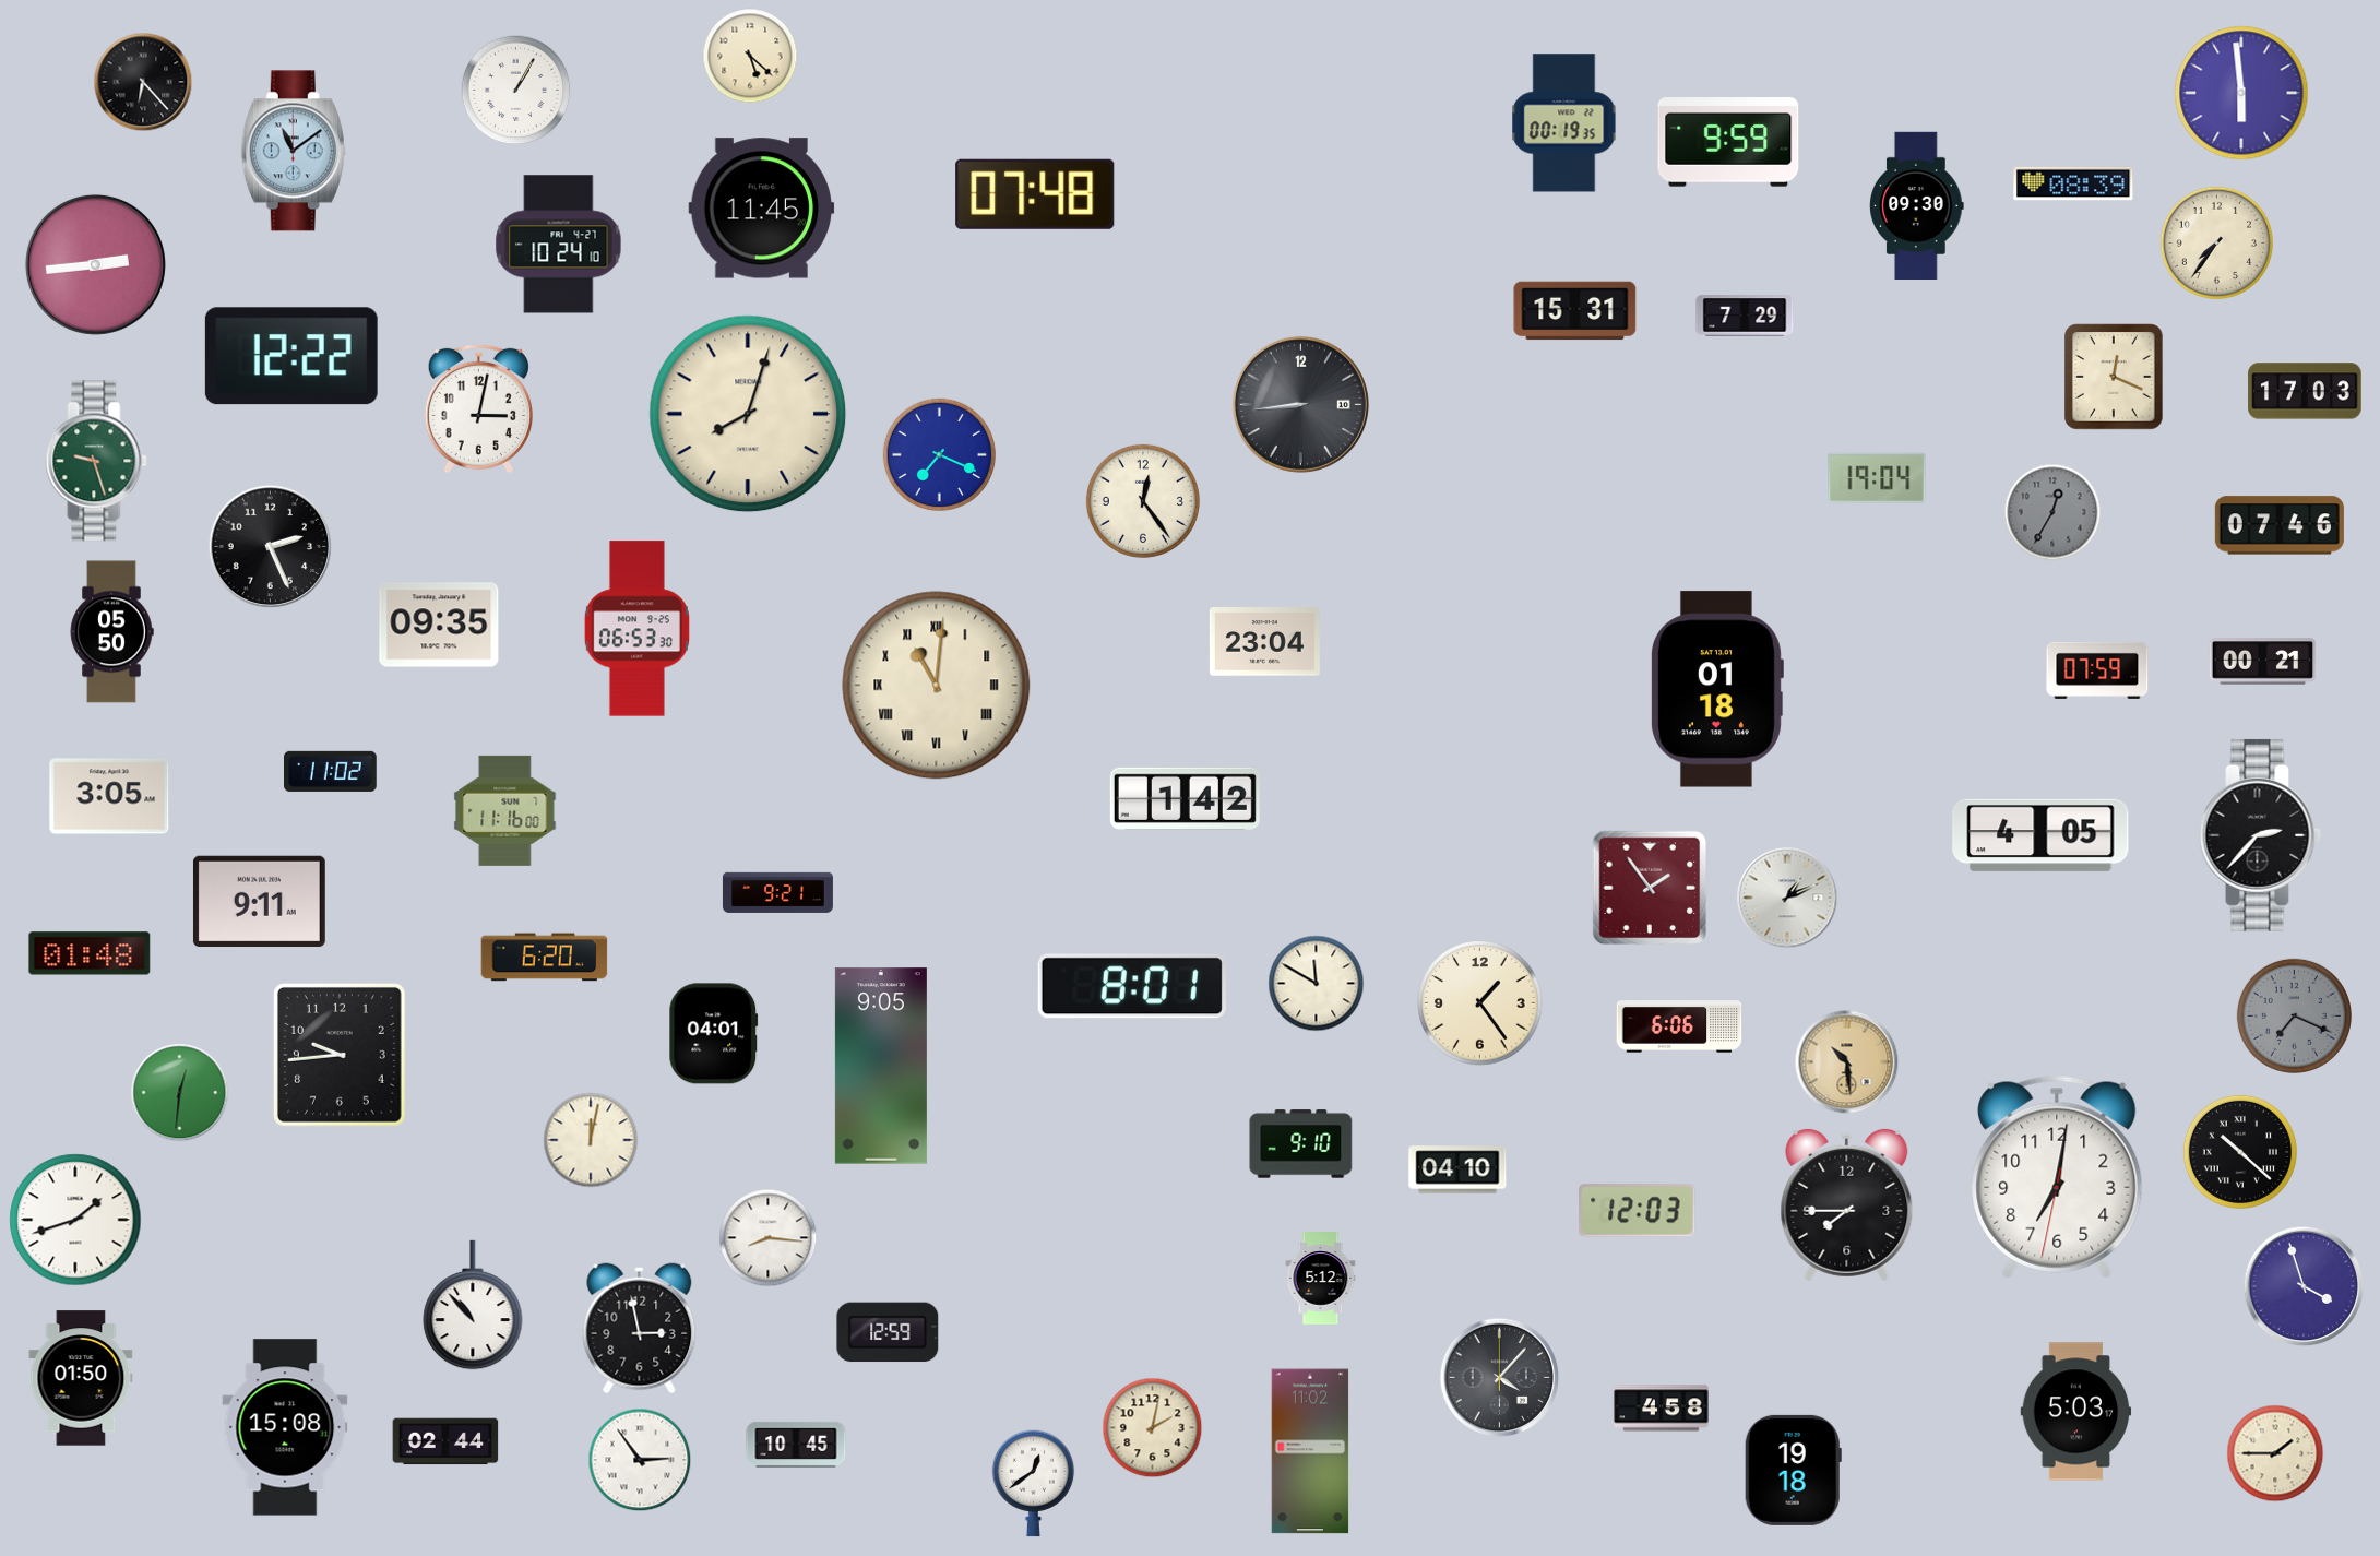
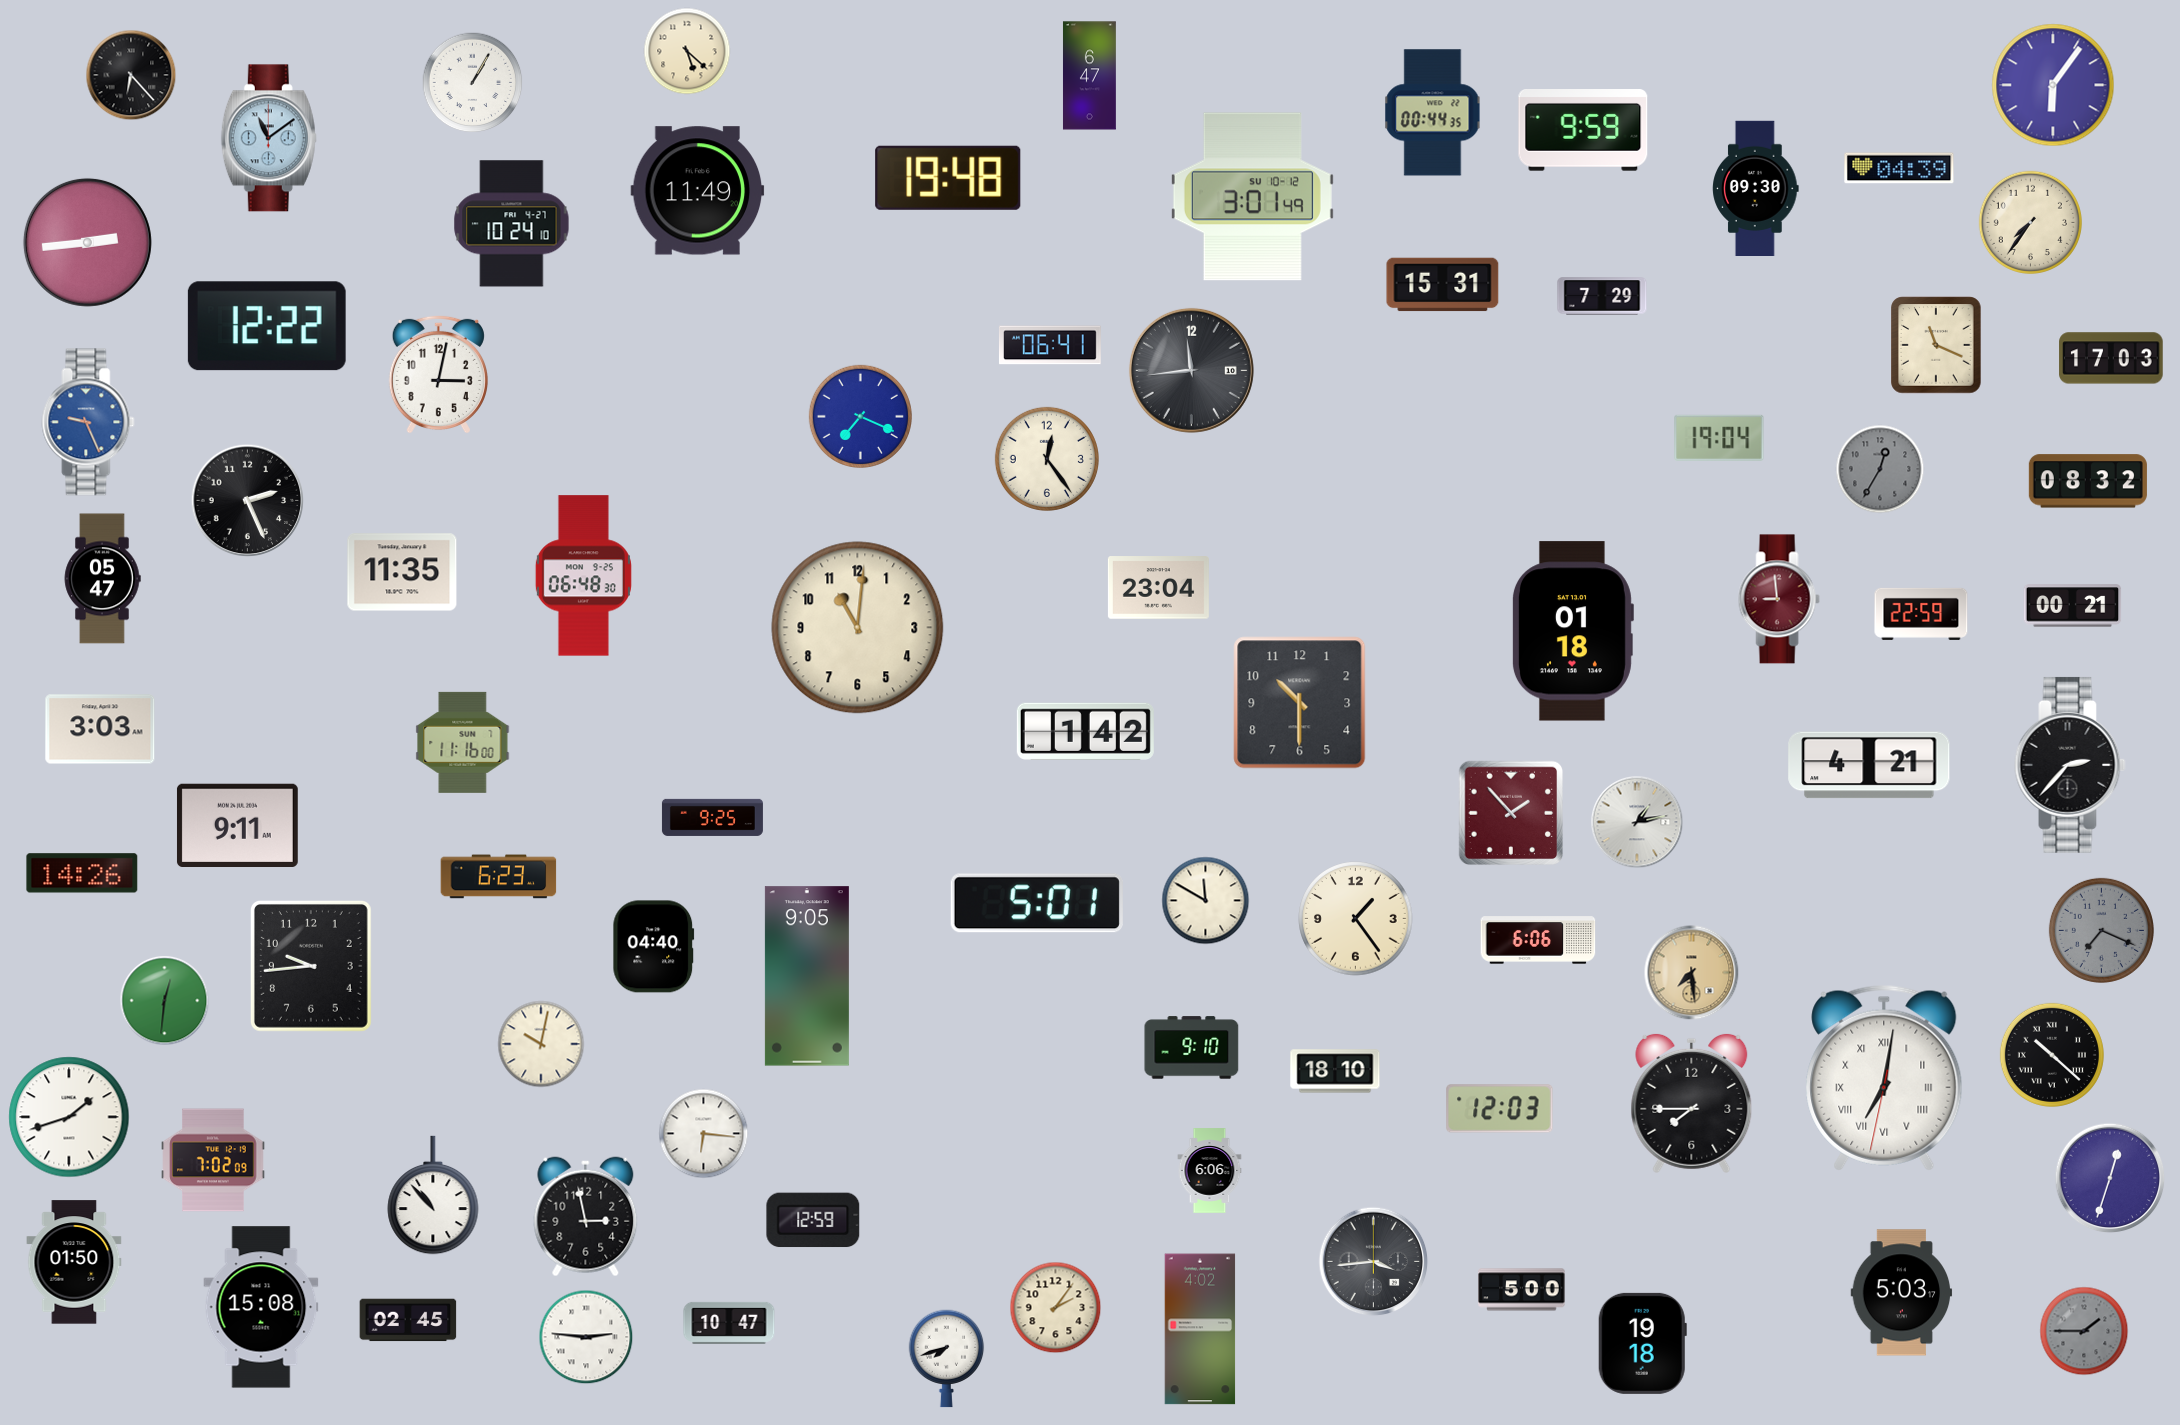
clock at (1090, 76): none -> 6:47
clock at (2241, 93): 5:59 -> 6:06
clock at (1564, 123): 00:19 -> 00:44
clock at (2073, 183): 08:39 -> 04:39
clock at (1035, 194): 07:48 -> 19:48
clock at (762, 209): 11:45 -> 11:49
clock at (1252, 197): none -> 3:01
clock at (1745, 316) position: (1745, 316) -> (1602, 296)
clock at (1050, 345): none -> 06:41
clock at (2114, 377): 12:19 -> 11:19
clock at (1300, 404): 8:44 -> 11:44
clock at (748, 414): 8:03 -> none
clock at (96, 461): 9:27 -> 9:26
clock at (96, 461) dial: green -> blue
clock at (2280, 525): 07:46 -> 08:32
clock at (439, 625): 09:35 -> 11:35
clock at (636, 629): 06:53 -> 06:48
clock at (111, 632): 05:50 -> 05:47
clock at (1779, 599): none -> 8:59
clock at (2097, 670): 07:59 -> 22:59
clock at (937, 686) numerals: Roman -> Arabic
clock at (1300, 703): none -> 10:30
clock at (331, 771): 11:02 -> none
clock at (109, 796): 3:05 -> 3:03
clock at (2040, 835): 4:05 -> 4:21
clock at (1650, 888): 1:54 -> 1:53
clock at (777, 892): 9:21 -> 9:25
clock at (1787, 898): 1:11 -> 1:13
clock at (90, 953): 01:48 -> 14:26
clock at (545, 958): 6:20 -> 6:23
clock at (1132, 986): 8:01 -> 5:01
clock at (714, 1034): 04:01 -> 04:40
clock at (1847, 1062): 10:29 -> 7:29
clock at (591, 1140): 12:02 -> 10:02
clock at (1457, 1169): 04:10 -> 18:10
clock at (2057, 1177) numerals: Arabic -> Roman
clock at (769, 1238): 8:16 -> 6:16
clock at (213, 1160): none -> 7:02
clock at (1321, 1279): 5:12 -> 6:06
clock at (2304, 1286): 3:57 -> 12:33
clock at (1500, 1378): 4:07 -> 3:44
clock at (1662, 1409): 4:58 -> 5:00
clock at (1153, 1428): 2:02 -> 2:06
clock at (445, 1441): 02:44 -> 02:45
clock at (796, 1445): 10:45 -> 10:47
clock at (1310, 1451): 11:02 -> 4:02
clock at (2275, 1453) dial: cream -> grey
clock at (640, 1460): 2:54 -> 2:46
clock at (1793, 1470) position: (1793, 1470) -> (1642, 1343)
clock at (1034, 1484): 12:39 -> 7:42
